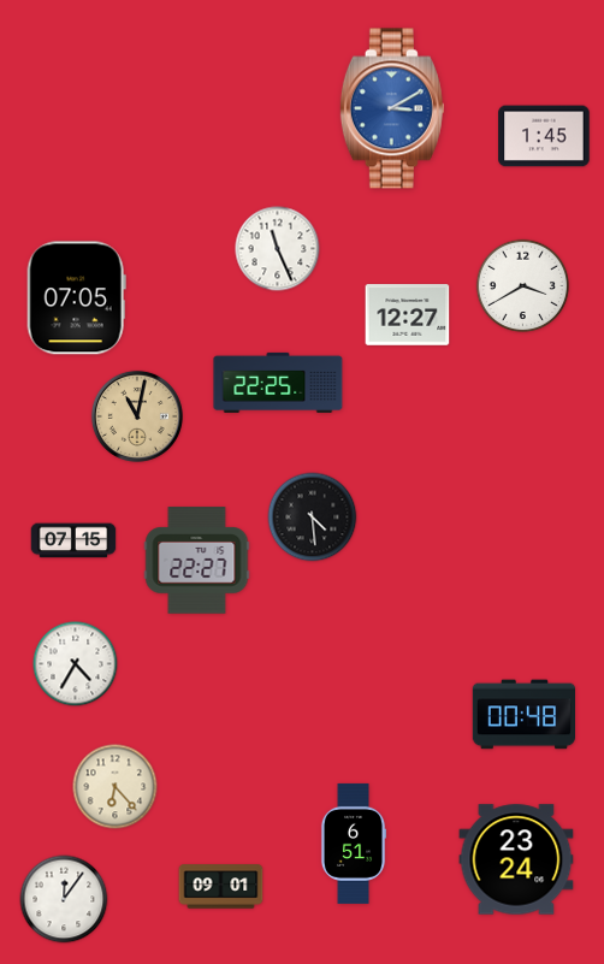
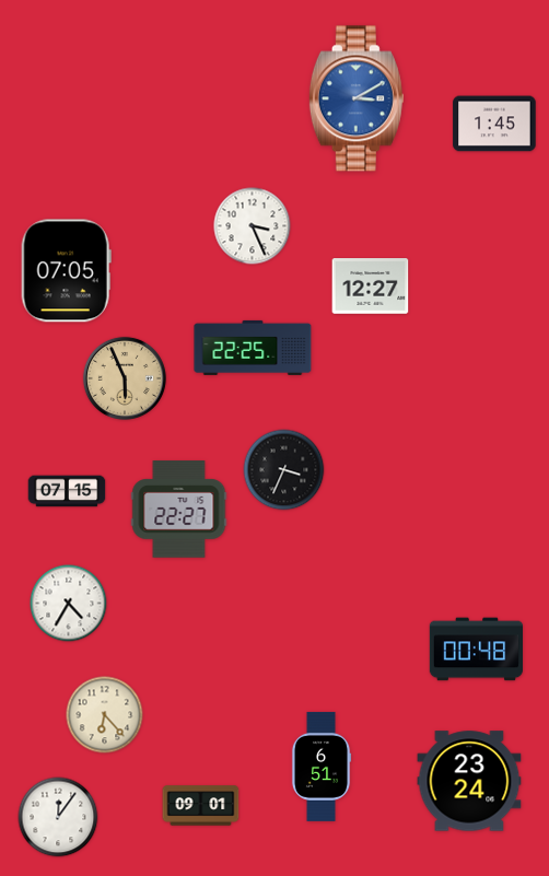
clock at (278, 249): 11:26 -> 3:26
clock at (523, 286): 3:40 -> none
clock at (76, 298) position: (76, 298) -> (66, 271)
clock at (137, 416): 11:02 -> 5:56
clock at (313, 518): 4:29 -> 3:34
